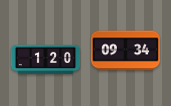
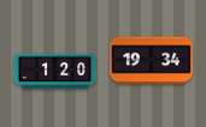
clock at (125, 51): 09:34 -> 19:34
